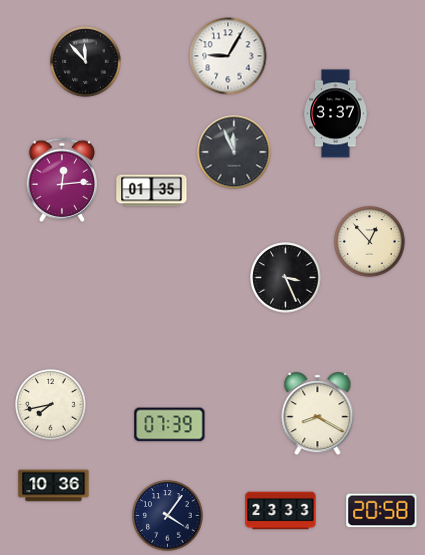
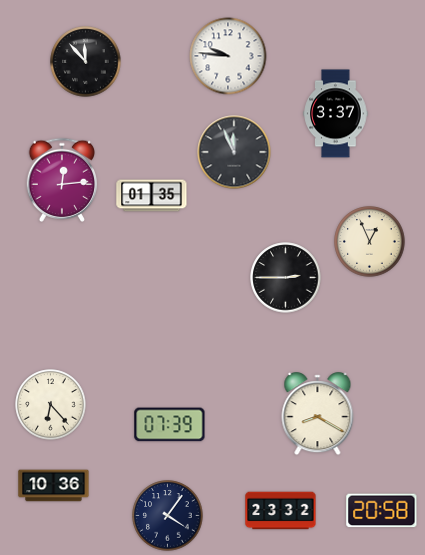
clock at (228, 56): 9:05 -> 9:46
clock at (152, 191) position: (152, 191) -> (152, 196)
clock at (370, 242): 12:53 -> 12:56
clock at (286, 278): 3:26 -> 2:45
clock at (51, 405): 7:43 -> 6:23
clock at (281, 511): 23:33 -> 23:32
